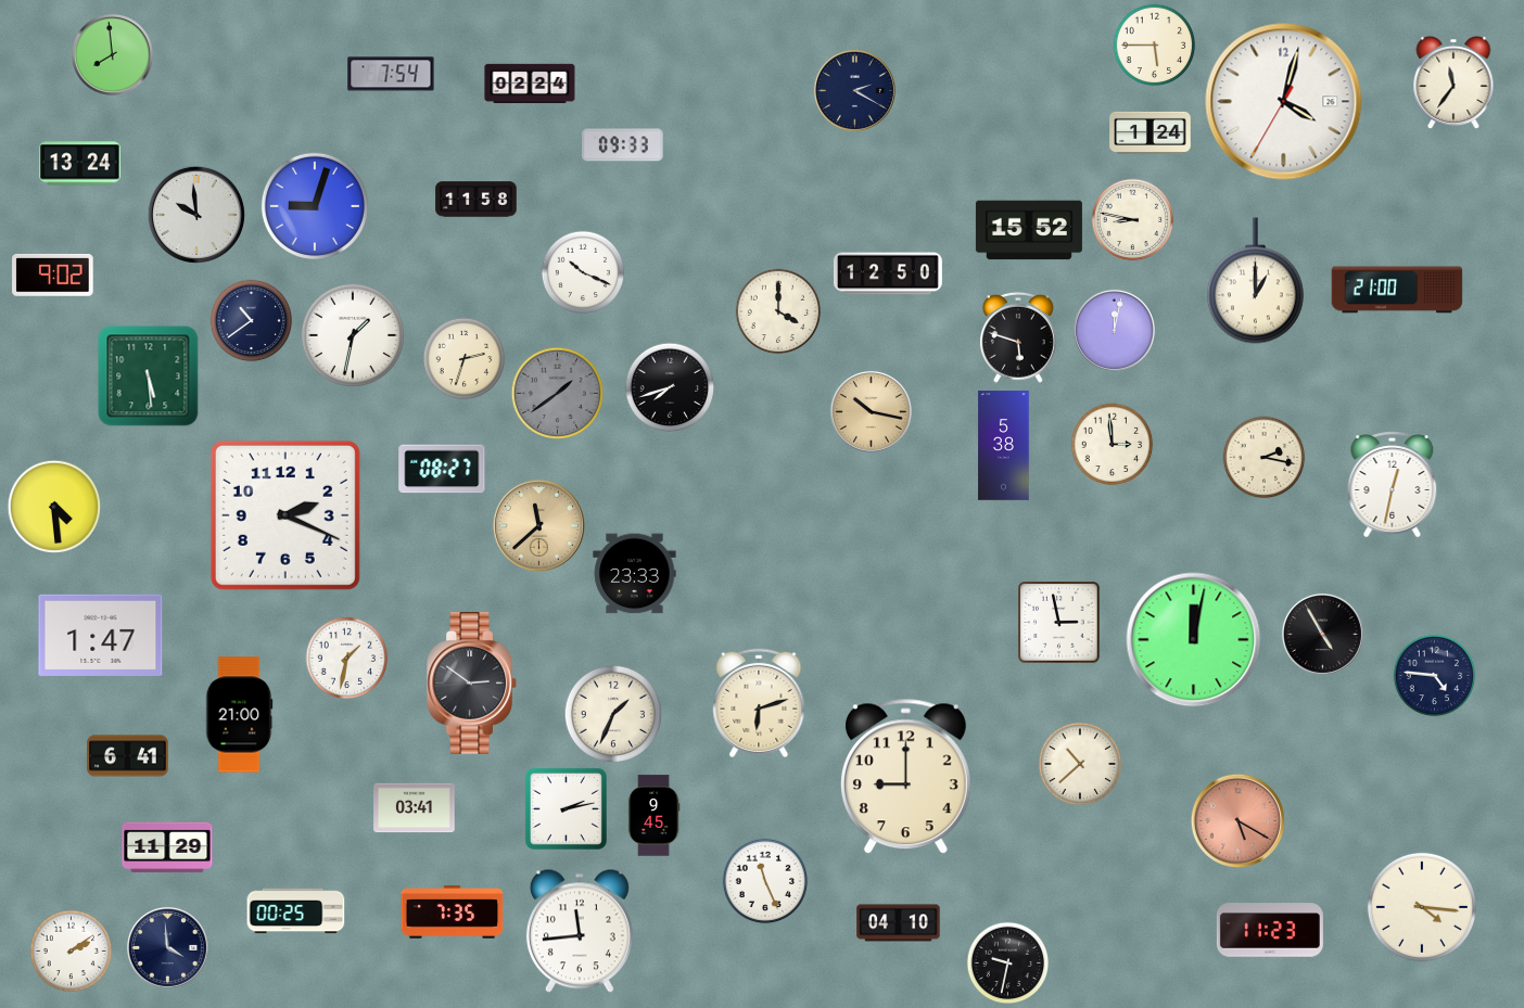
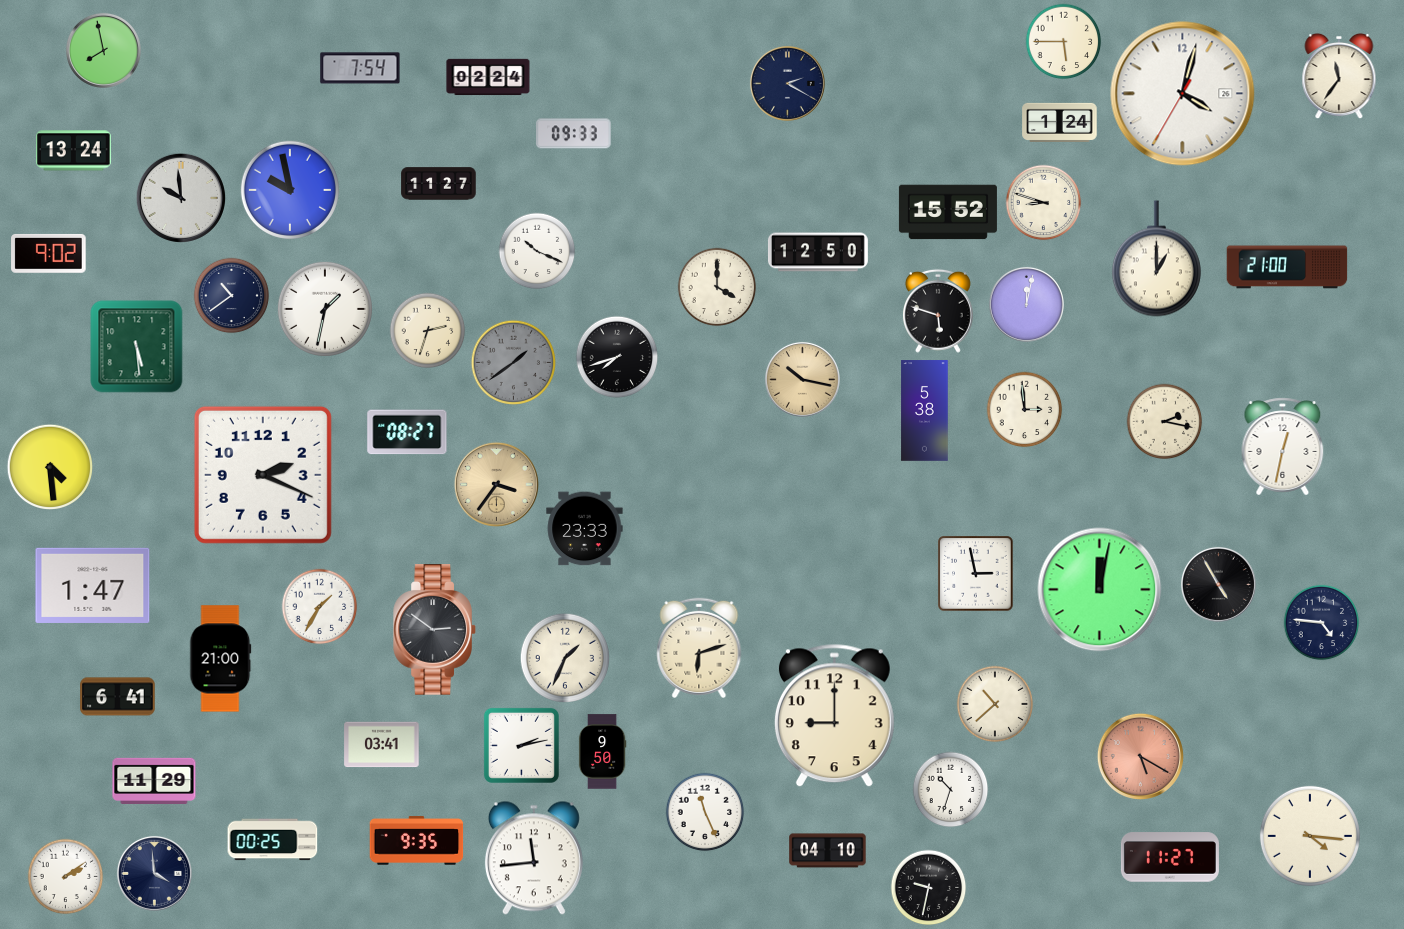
clock at (112, 54): 7:59 -> 7:58
clock at (477, 200): 11:58 -> 11:27
clock at (315, 206): 9:03 -> 9:58
clock at (1133, 220): 8:47 -> 8:48
clock at (538, 525): 11:38 -> 3:36
clock at (347, 659): 1:32 -> 1:35
clock at (653, 816): 9:45 -> 9:50
clock at (951, 790): none -> 10:33
clock at (453, 913): 7:35 -> 9:35
clock at (1270, 930): 11:23 -> 11:27
